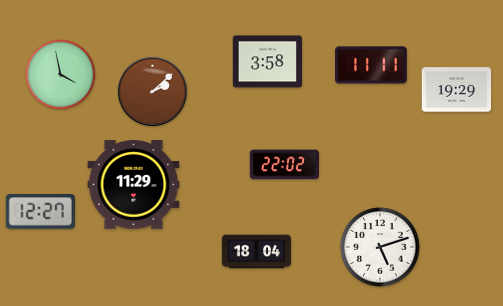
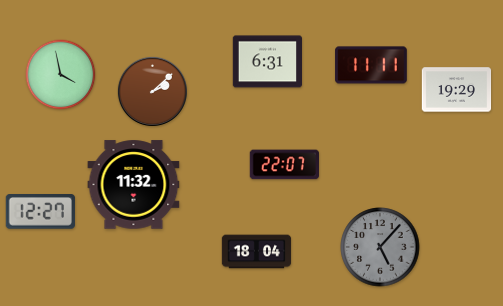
clock at (267, 62): 3:58 -> 6:31
clock at (284, 165): 22:02 -> 22:07
clock at (134, 185): 11:29 -> 11:32
clock at (380, 247): 5:12 -> 5:07
clock at (380, 247) dial: white -> grey
